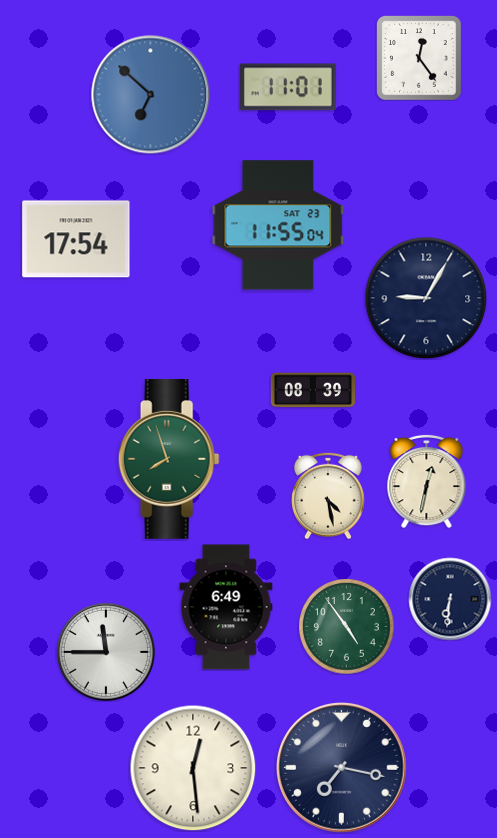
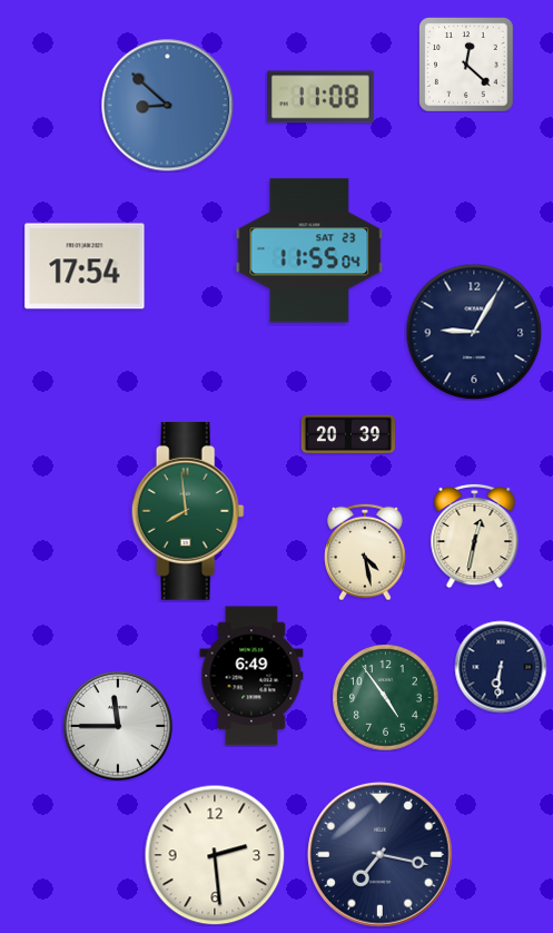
clock at (419, 58): 12:24 -> 12:22
clock at (288, 87): 11:01 -> 11:08
clock at (151, 95): 6:52 -> 8:52
clock at (313, 390): 08:39 -> 20:39
clock at (169, 460): 7:57 -> 7:59
clock at (193, 768): 12:29 -> 2:29
